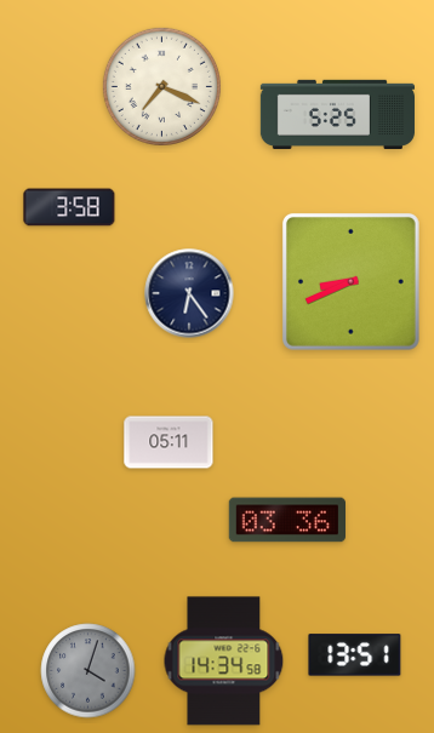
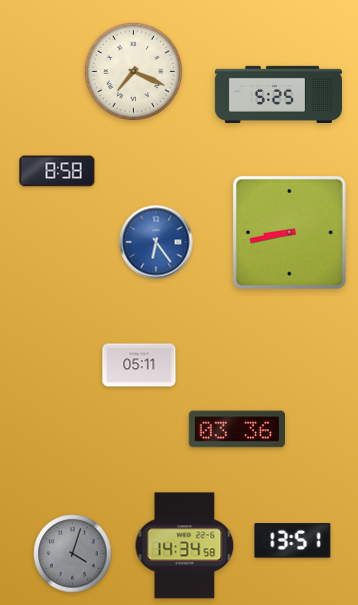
clock at (69, 207): 3:58 -> 8:58
clock at (350, 281): 8:41 -> 8:43
clock at (189, 293) dial: navy -> blue
